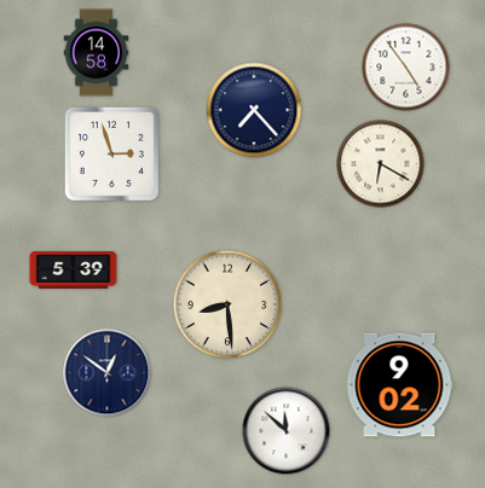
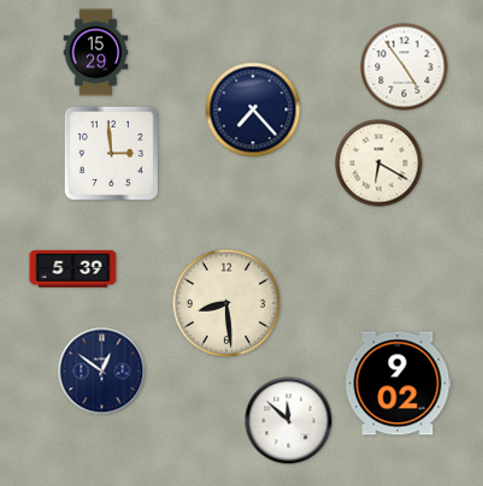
clock at (97, 53): 14:58 -> 15:29
clock at (111, 153): 2:57 -> 2:59
clock at (108, 373) position: (108, 373) -> (102, 372)
clock at (287, 431) position: (287, 431) -> (289, 421)
